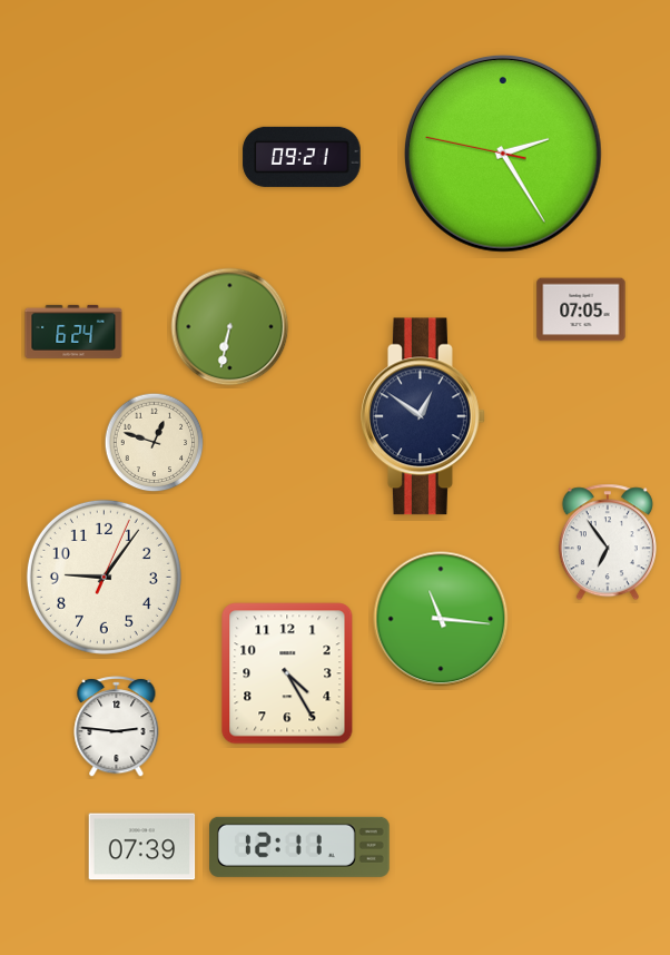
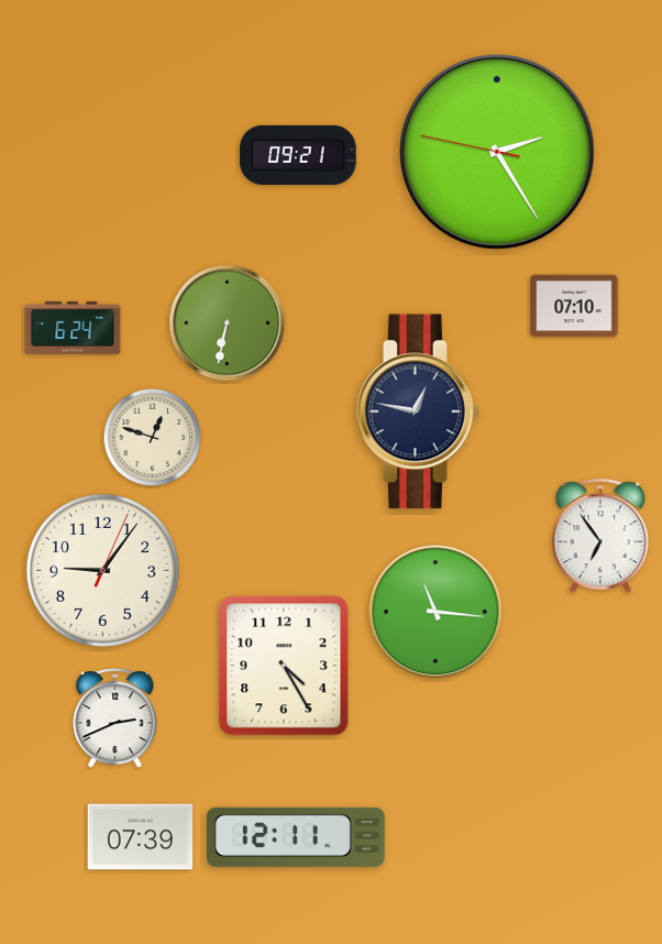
clock at (581, 309): 07:05 -> 07:10
clock at (424, 416): 12:51 -> 12:47
clock at (117, 727): 2:46 -> 2:41
